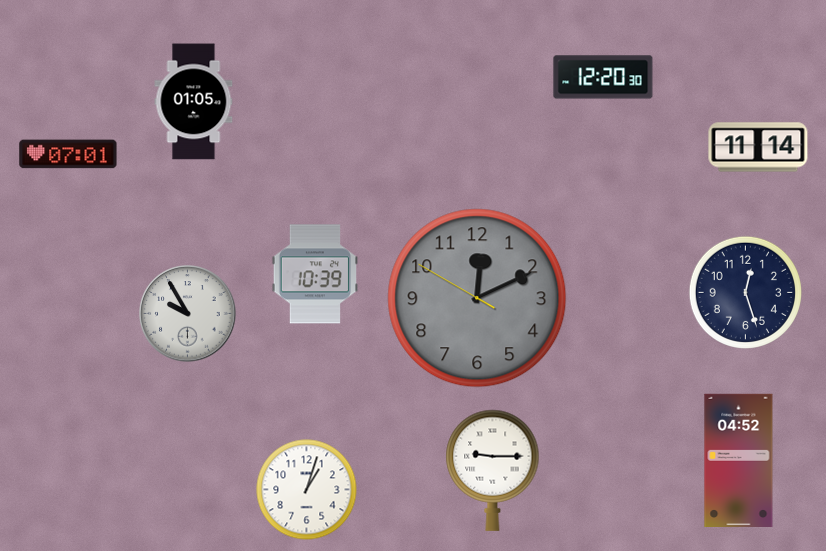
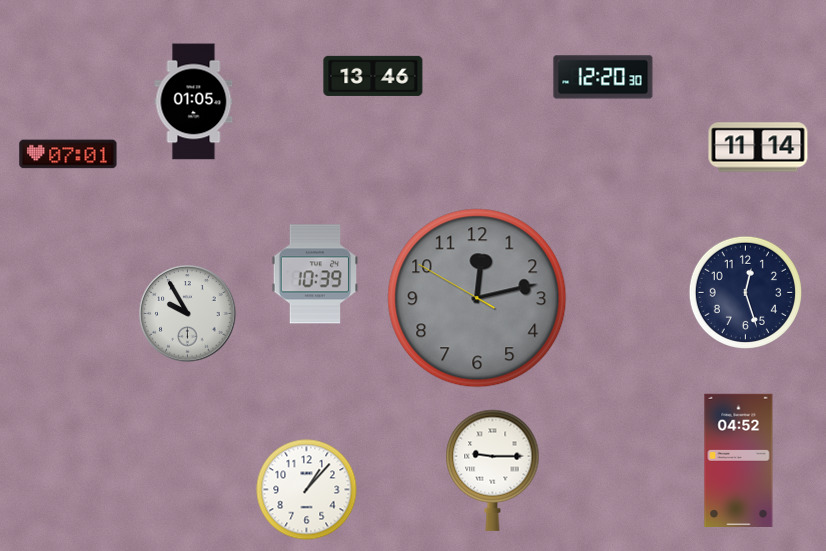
clock at (373, 76): none -> 13:46
clock at (477, 298): 12:10 -> 12:12
clock at (307, 490): 1:03 -> 1:07
